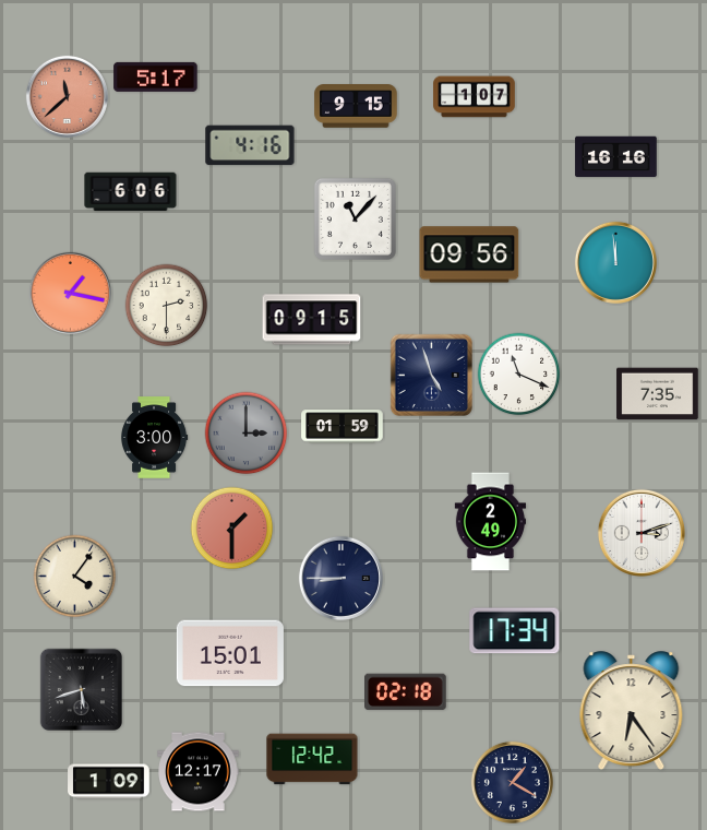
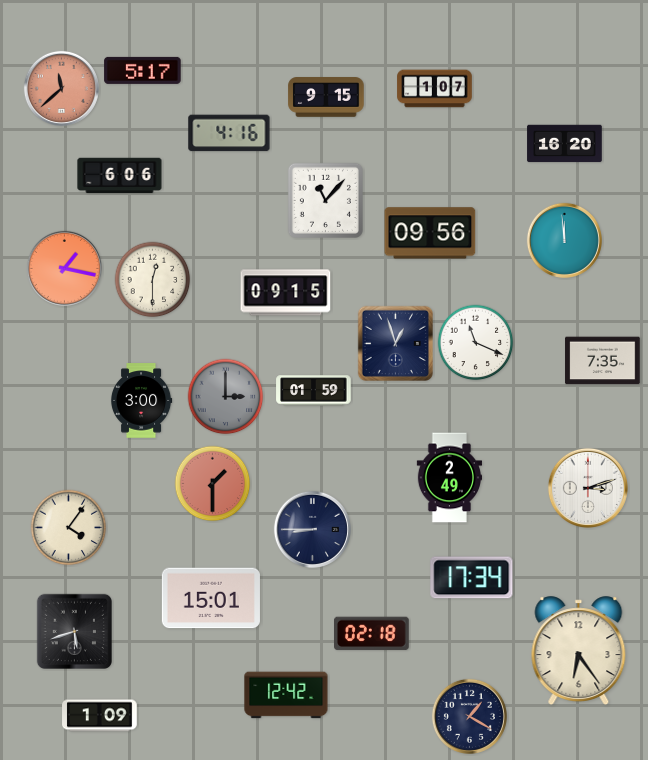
clock at (616, 157): 16:16 -> 16:20
clock at (167, 306): 2:30 -> 12:30
clock at (431, 375): 4:57 -> 12:57
clock at (199, 772): 12:17 -> none
